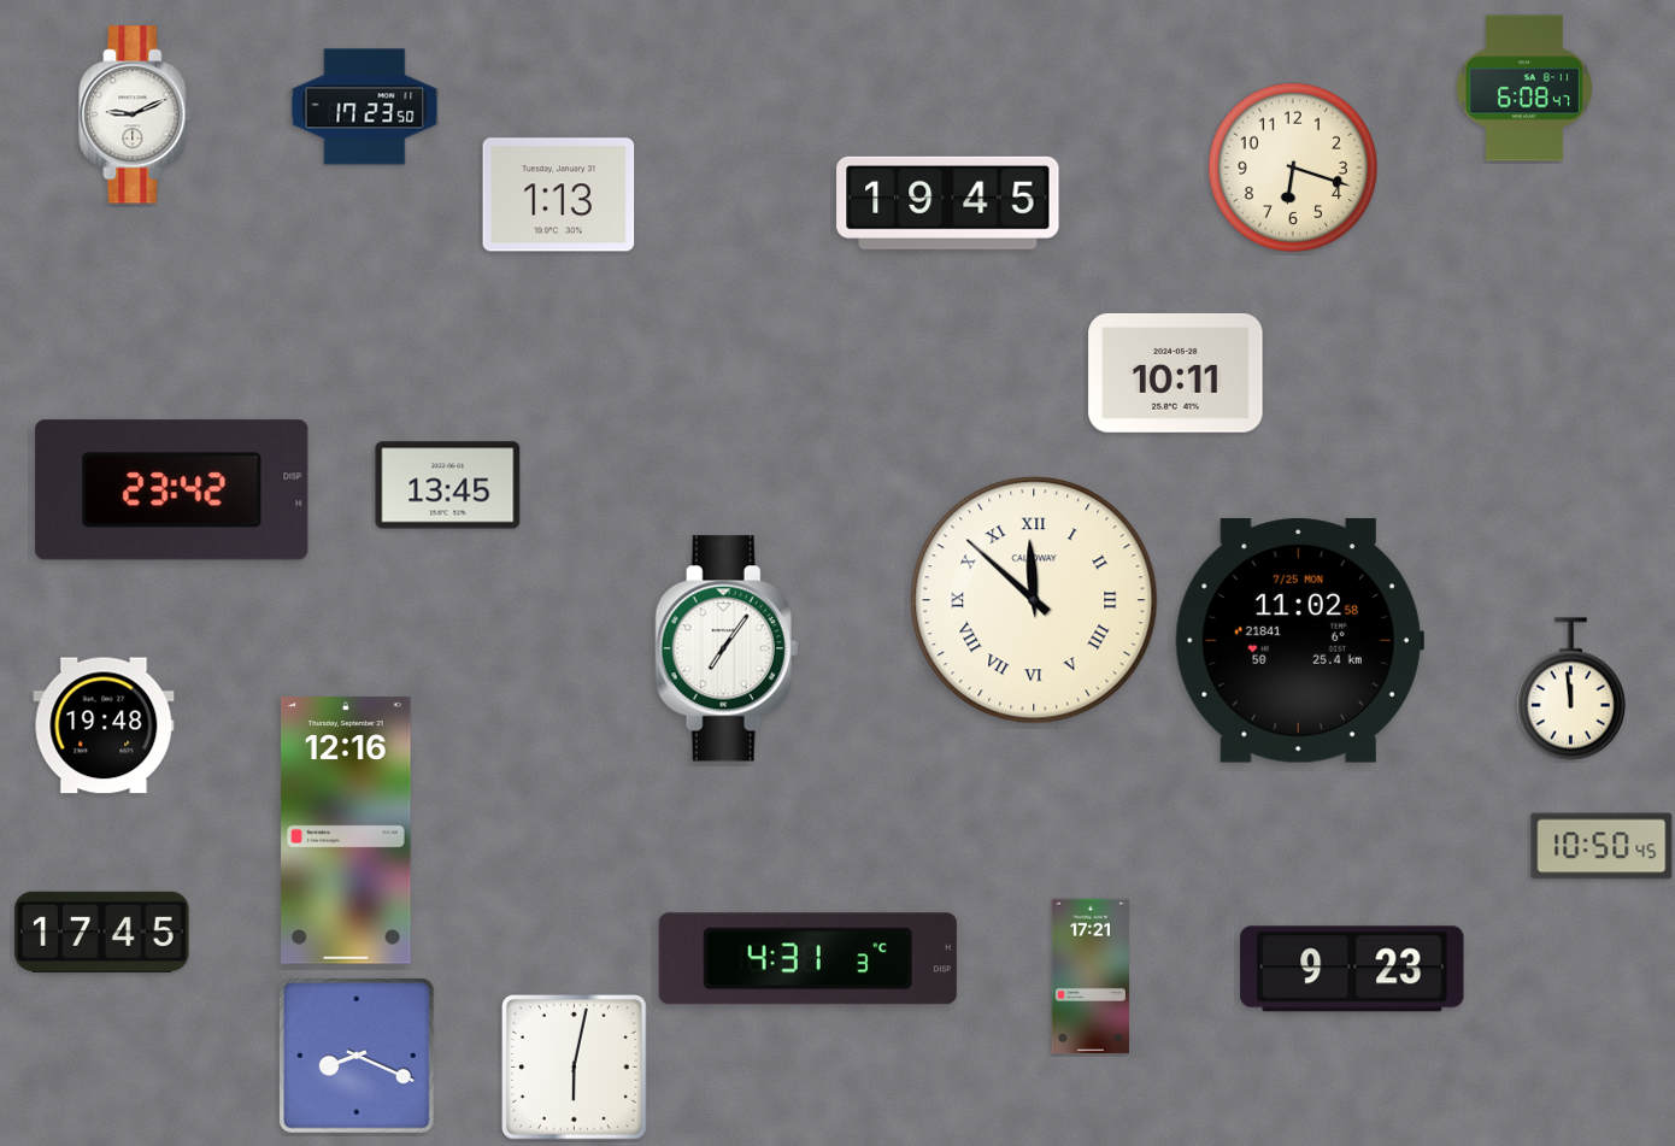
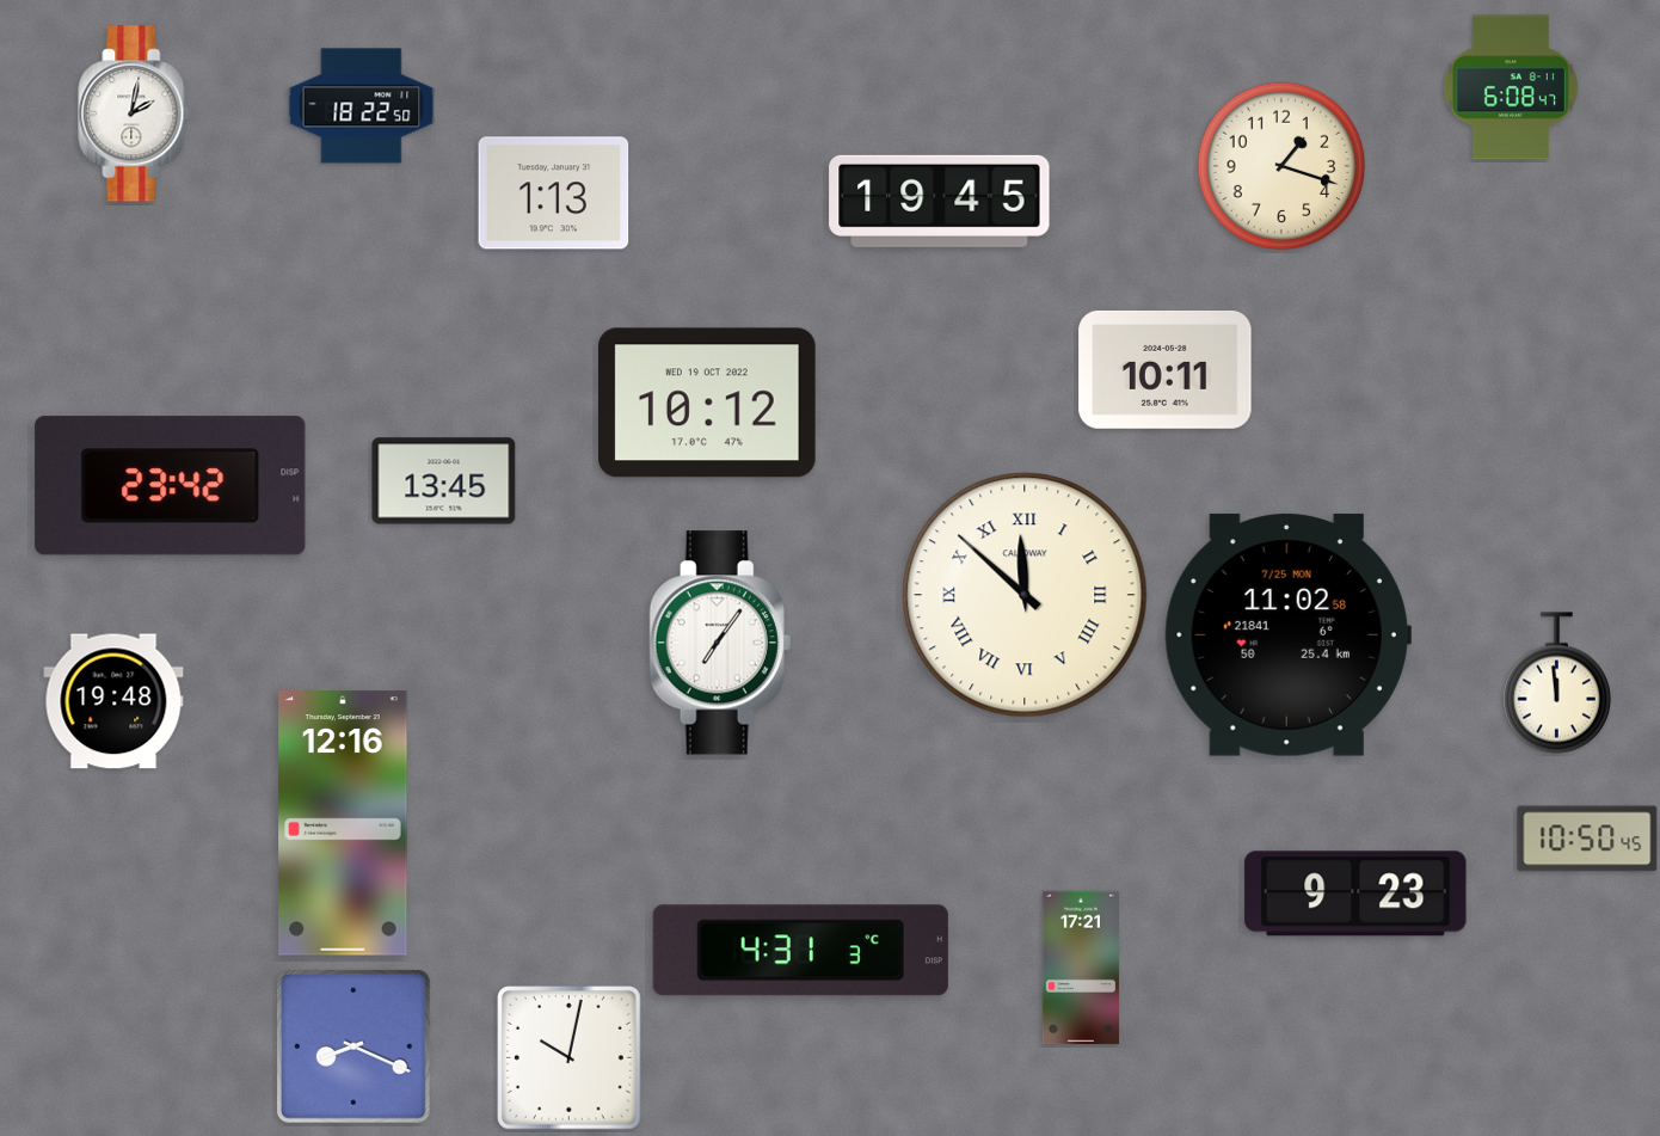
clock at (365, 107): 17:23 -> 18:22
clock at (135, 114): 9:11 -> 2:02
clock at (1293, 168): 6:18 -> 1:18
clock at (708, 403): none -> 10:12
clock at (104, 725) position: (104, 725) -> (113, 701)
clock at (102, 932): 17:45 -> none
clock at (1352, 969) position: (1352, 969) -> (1355, 894)
clock at (575, 1068): 6:02 -> 10:02
